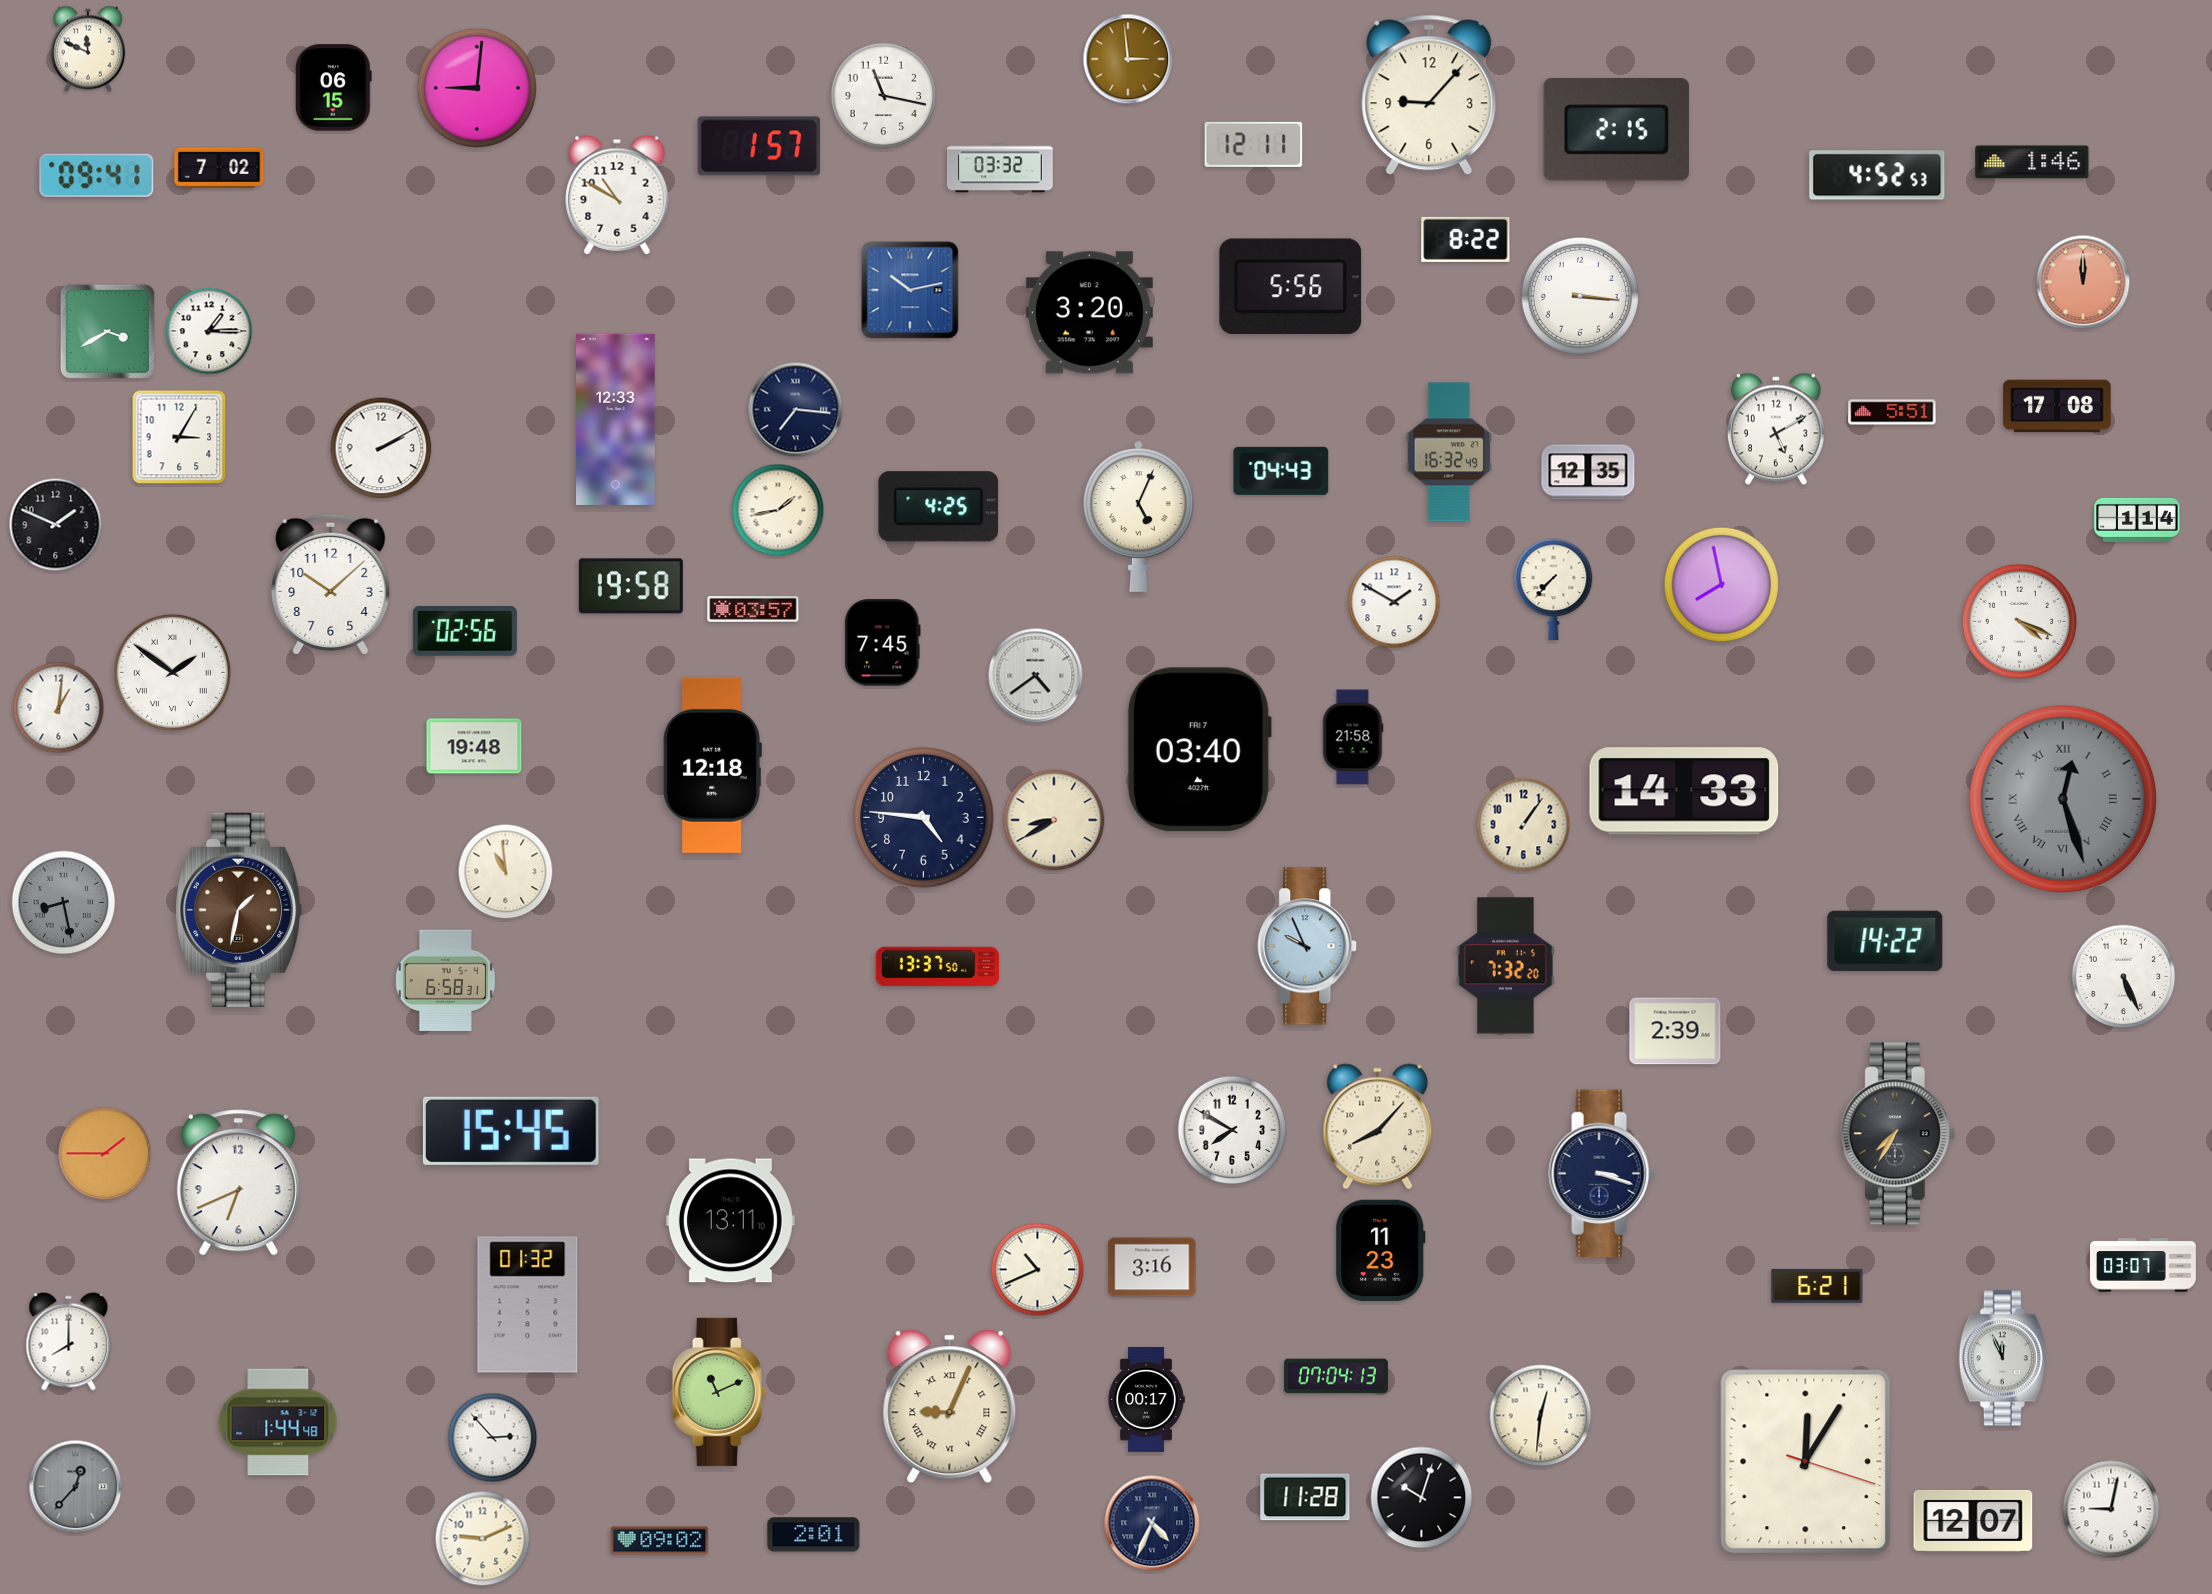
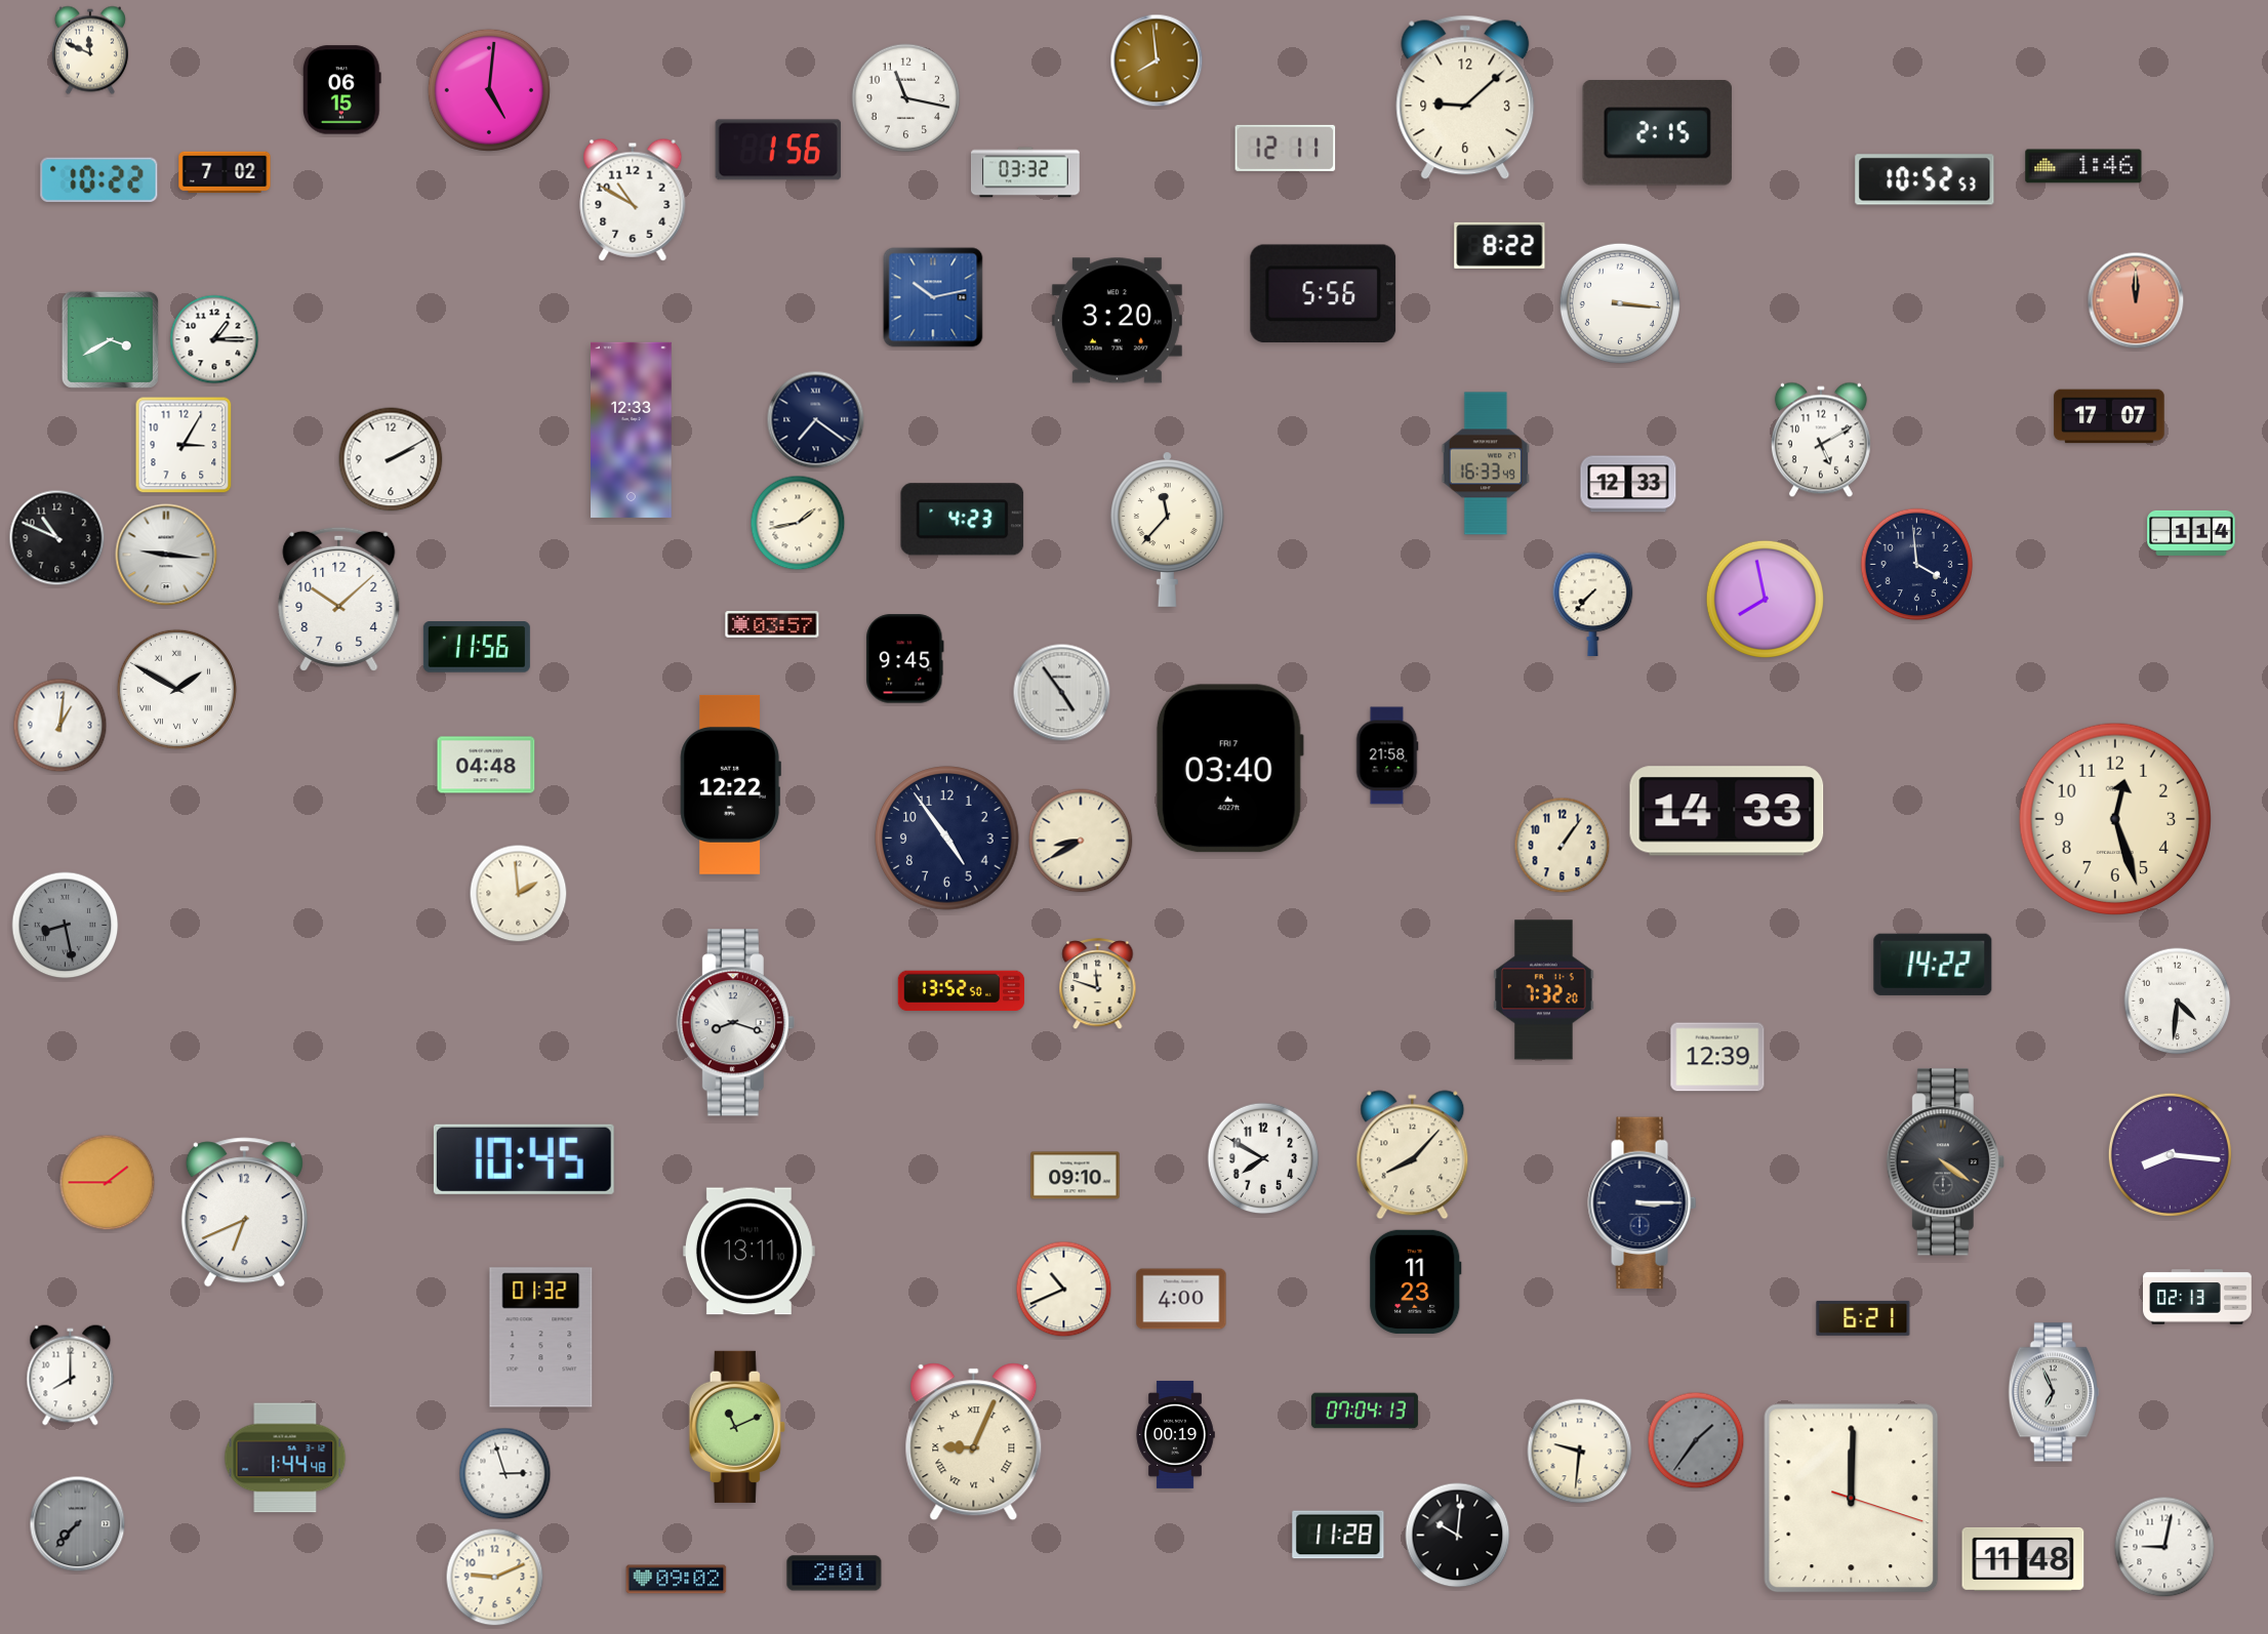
clock at (1128, 59): 2:59 -> 7:59
clock at (477, 88): 9:01 -> 5:01
clock at (1429, 95): 9:07 -> 9:08
clock at (759, 146): 1:57 -> 1:56
clock at (97, 175): 09:41 -> 10:22
clock at (1877, 175): 4:52 -> 10:52
clock at (1466, 239) position: (1466, 239) -> (1500, 245)
clock at (2083, 282) position: (2083, 282) -> (2136, 300)
clock at (2057, 406): 17:08 -> 17:07
clock at (796, 410): 7:16 -> 7:21
clock at (1892, 412): 5:51 -> none
clock at (179, 437) position: (179, 437) -> (184, 445)
clock at (1449, 452): 16:32 -> 16:33
clock at (1281, 471): 04:43 -> none
clock at (1588, 472): 12:35 -> 12:33
clock at (939, 507): 4:25 -> 4:23
clock at (1138, 516): 5:04 -> 11:37
clock at (56, 525): 1:49 -> 10:49
clock at (166, 555): none -> 9:16
clock at (1917, 565): none -> 3:59
clock at (631, 586): 19:58 -> none
clock at (1394, 602): 1:50 -> none
clock at (2019, 621): 4:19 -> none
clock at (465, 632): 02:56 -> 11:56
clock at (883, 643): 7:45 -> 9:45
clock at (172, 672): 1:51 -> 1:50
clock at (1036, 676): 4:39 -> 4:54
clock at (474, 746): 19:48 -> 04:48
clock at (712, 765): 12:18 -> 12:22
clock at (2062, 798) dial: grey -> cream
clock at (2062, 798) numerals: Roman -> Arabic
clock at (924, 818): 4:46 -> 4:54
clock at (506, 872): 10:59 -> 1:59
clock at (240, 910): 1:32 -> none
clock at (1308, 946): 9:56 -> none
clock at (1098, 985): none -> 11:48
clock at (938, 967): 13:37 -> 13:52
clock at (2124, 977): 5:26 -> 4:31
clock at (445, 980): 6:58 -> none
clock at (735, 1023): none -> 8:18
clock at (1675, 1031): 2:39 -> 12:39
clock at (2170, 1154): none -> 8:16
clock at (511, 1131): 15:45 -> 10:45
clock at (1897, 1134): 7:35 -> 4:21
clock at (1076, 1176): none -> 09:10
clock at (1602, 1174): 3:18 -> 3:15
clock at (2144, 1265): 03:07 -> 02:13
clock at (1152, 1267): 3:16 -> 4:00
clock at (1038, 1270) position: (1038, 1270) -> (1064, 1290)
clock at (2003, 1358): 11:56 -> 6:56
clock at (1336, 1376) position: (1336, 1376) -> (1365, 1411)
clock at (1146, 1399): 00:17 -> 00:19
clock at (1696, 1440): none -> 1:36
clock at (1541, 1416): 12:31 -> 9:31
clock at (493, 1438): 2:53 -> 2:57
clock at (1806, 1462): 12:05 -> 12:00
clock at (76, 1487): 12:37 -> 7:37
clock at (1422, 1498): 10:03 -> 10:01
clock at (1973, 1521): 12:07 -> 11:48
clock at (1152, 1523): 4:34 -> none
